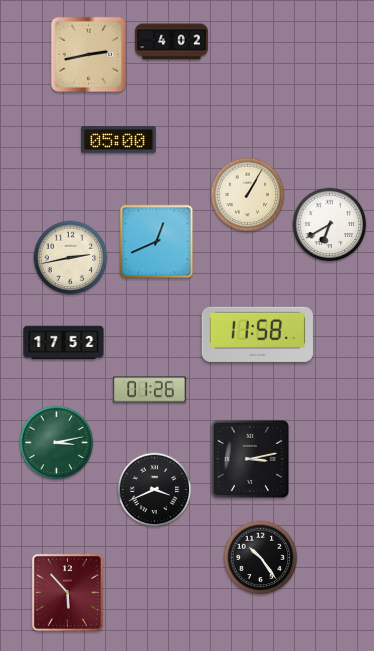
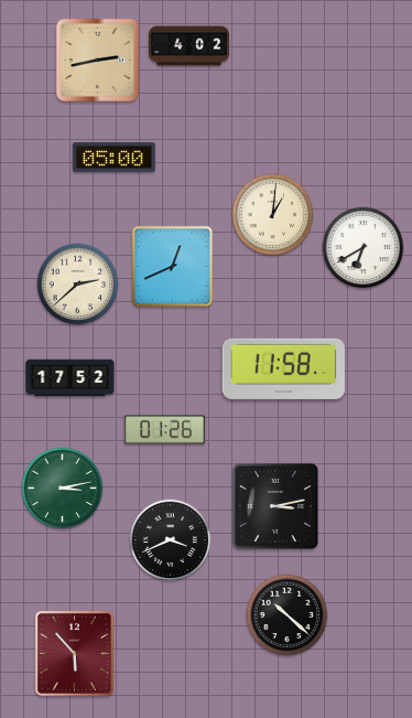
clock at (119, 140) position: (119, 140) -> (115, 158)
clock at (248, 195): 1:05 -> 1:01
clock at (71, 258): 2:43 -> 2:38
clock at (261, 558): 10:24 -> 10:22
